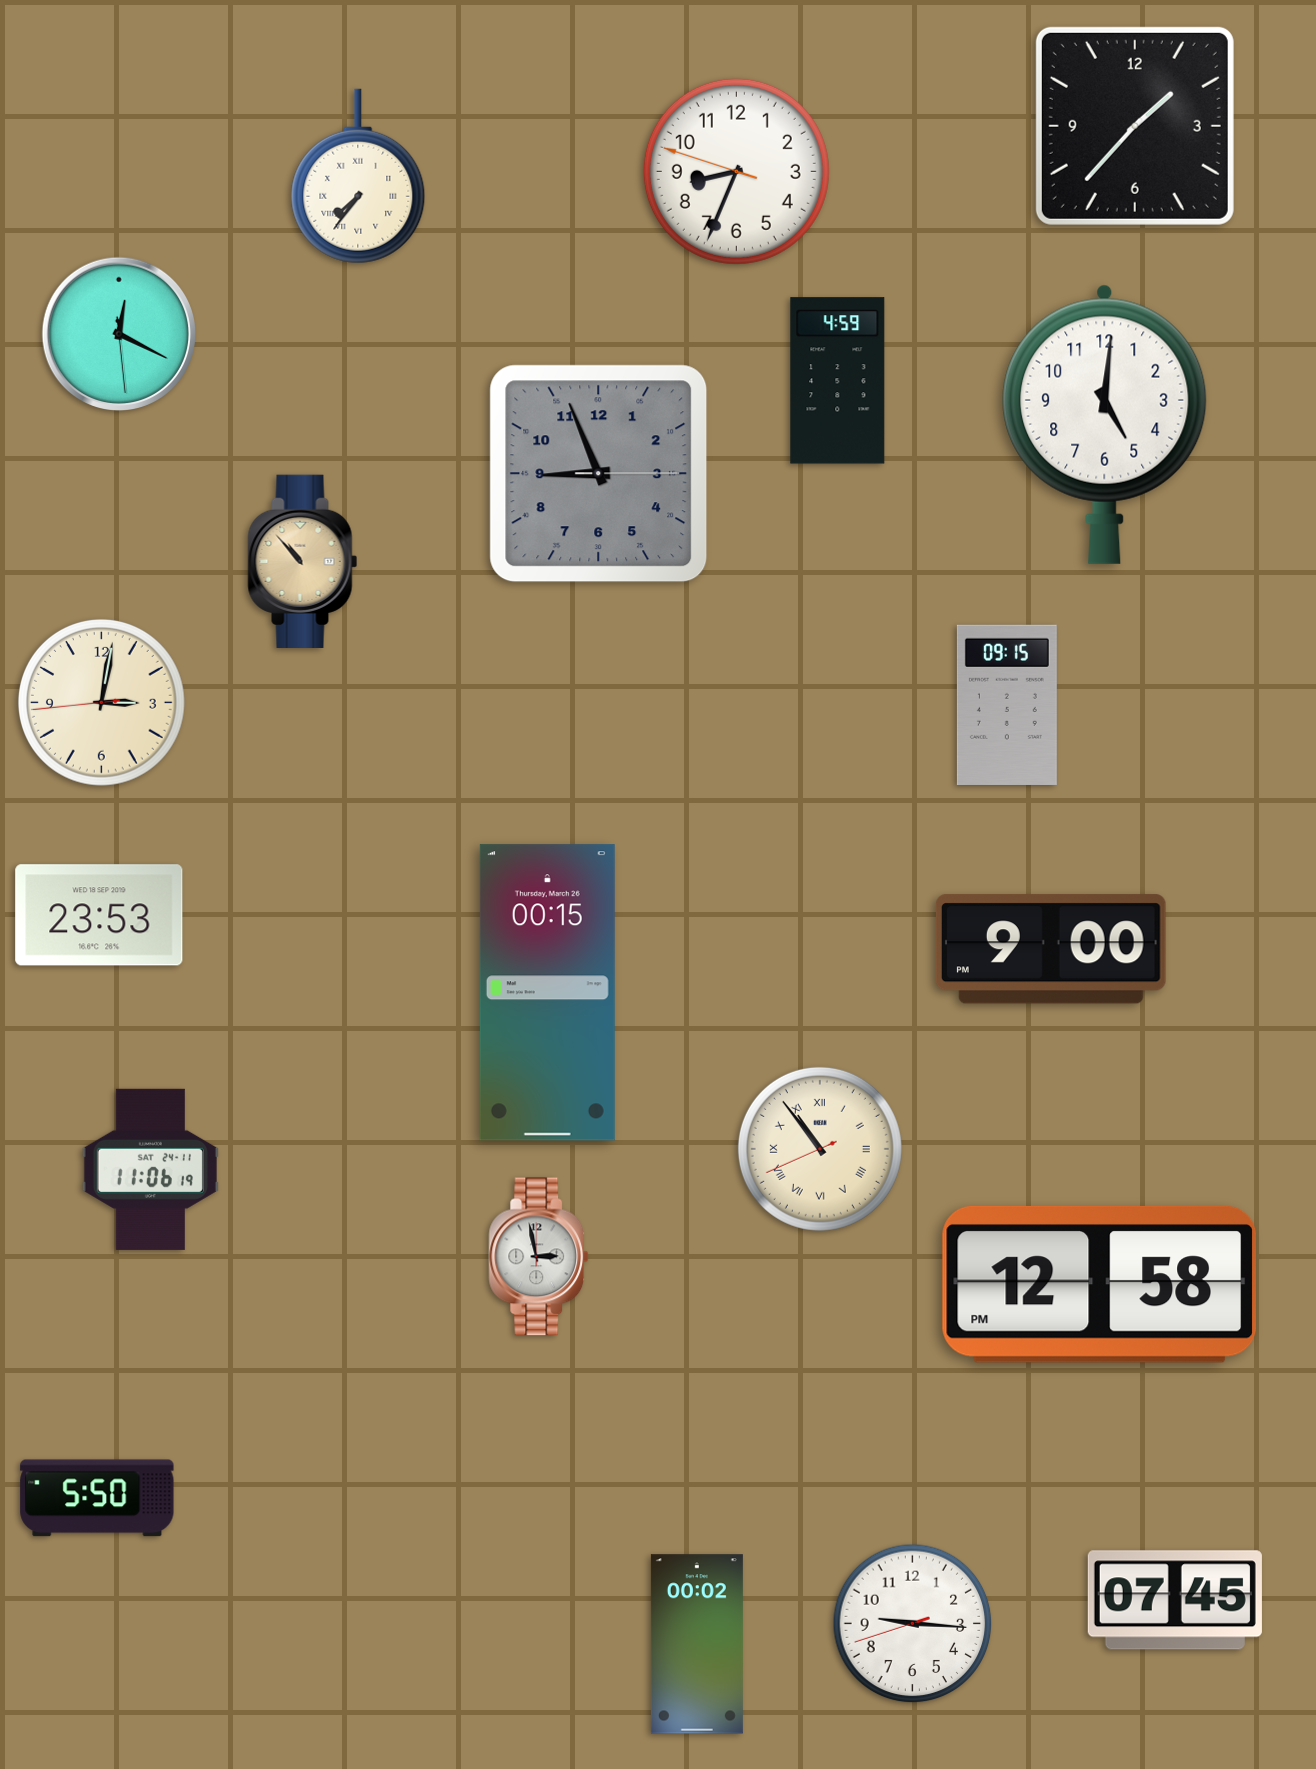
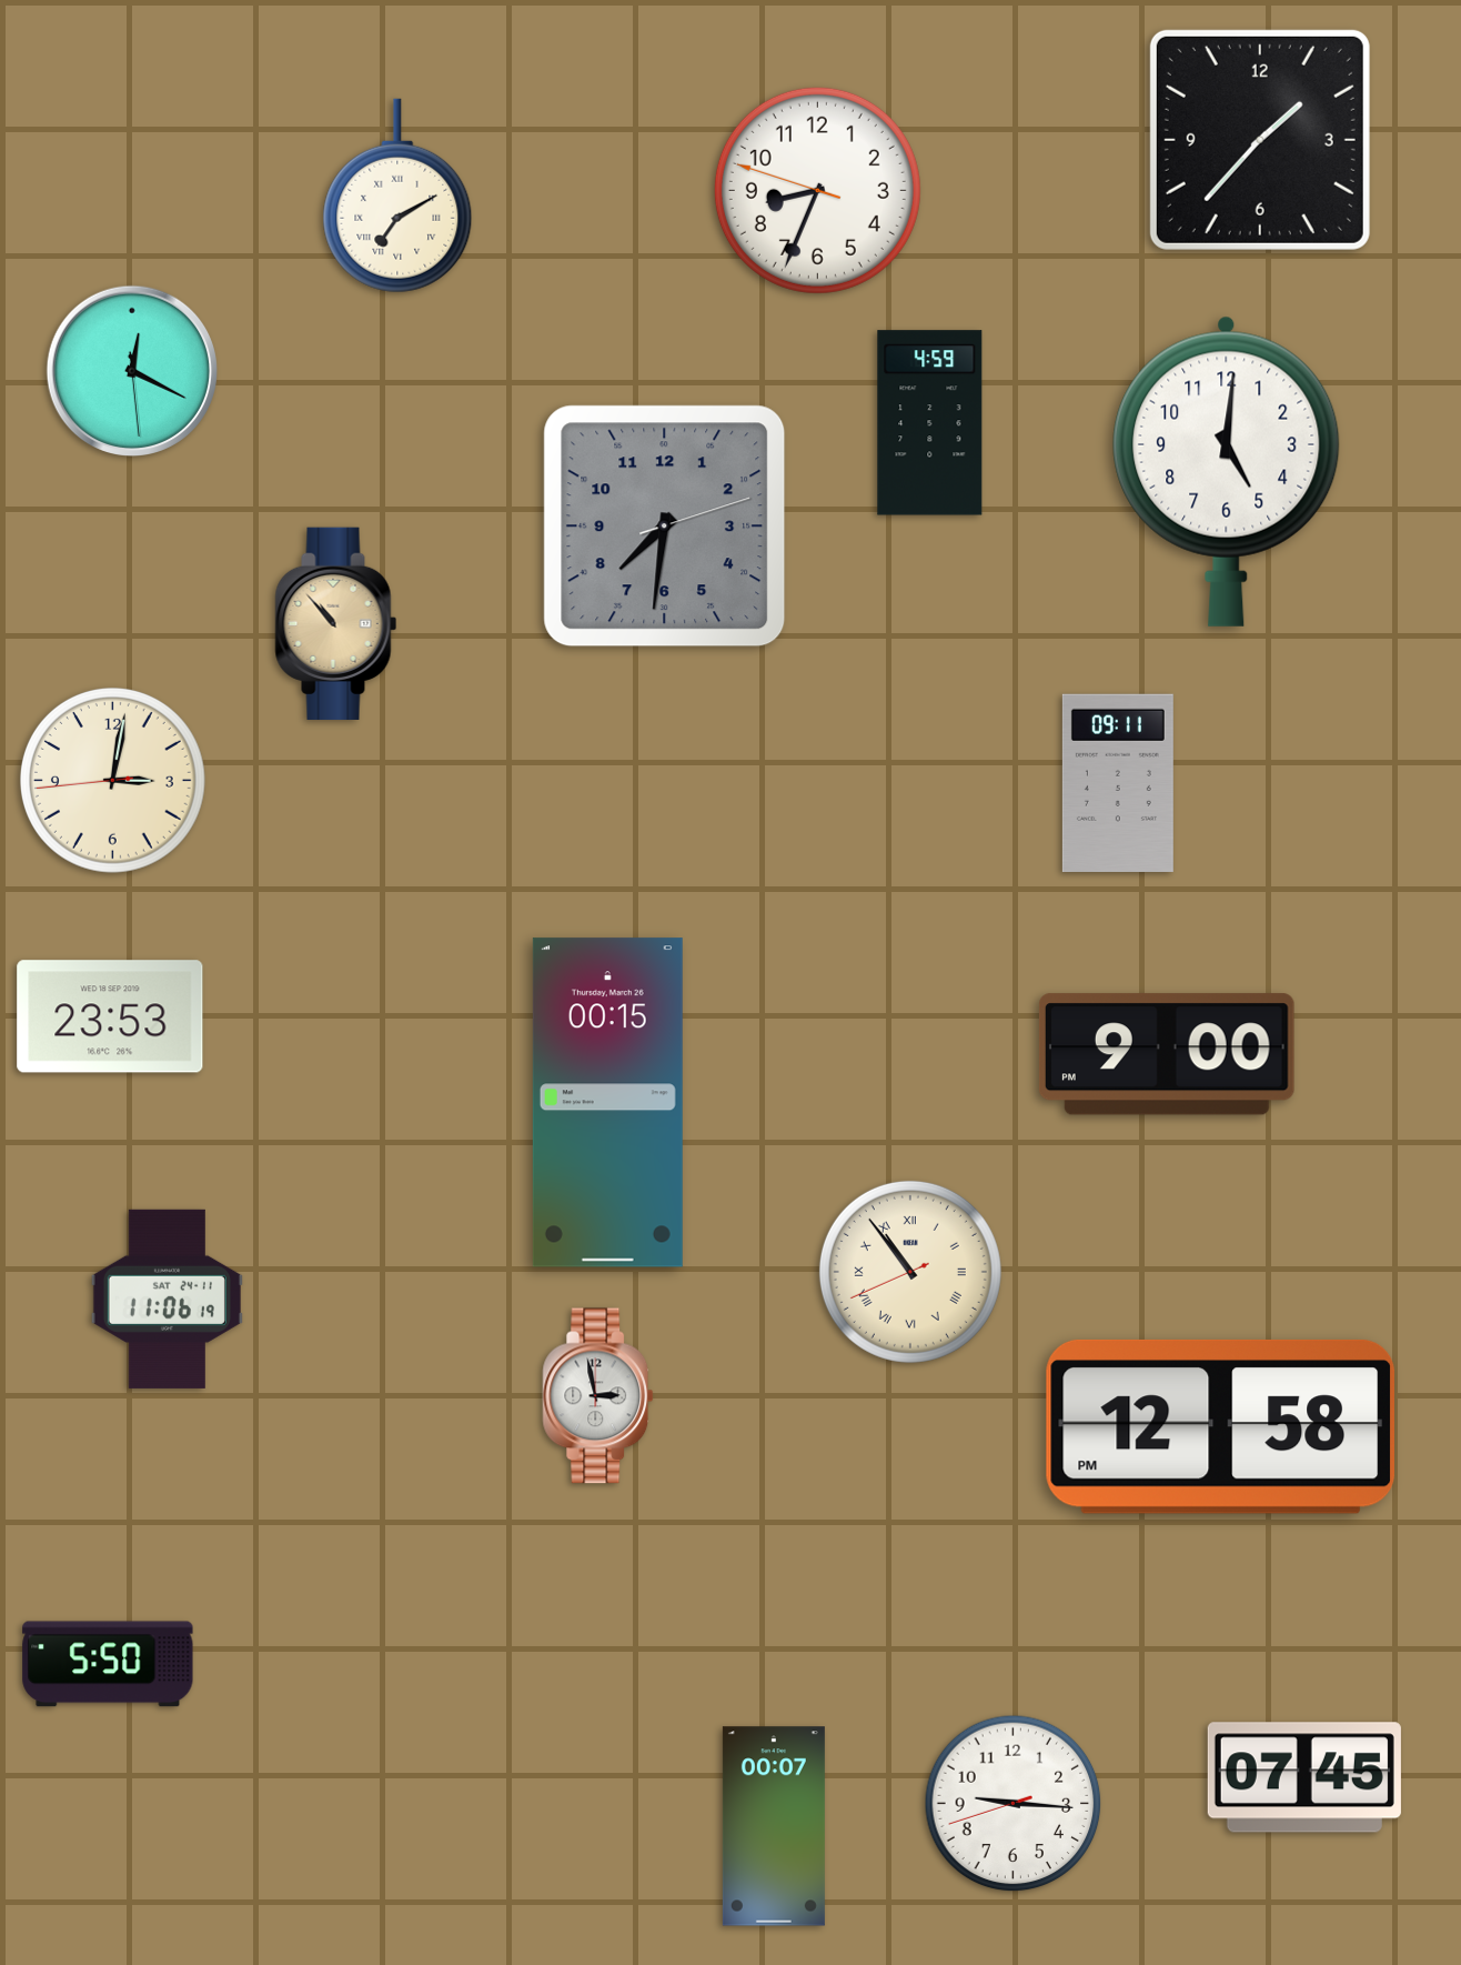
clock at (358, 176): 7:36 -> 7:10
clock at (599, 474): 8:56 -> 7:31
clock at (1007, 705): 09:15 -> 09:11
clock at (820, 1149) position: (820, 1149) -> (910, 1272)
clock at (697, 1644): 00:02 -> 00:07
